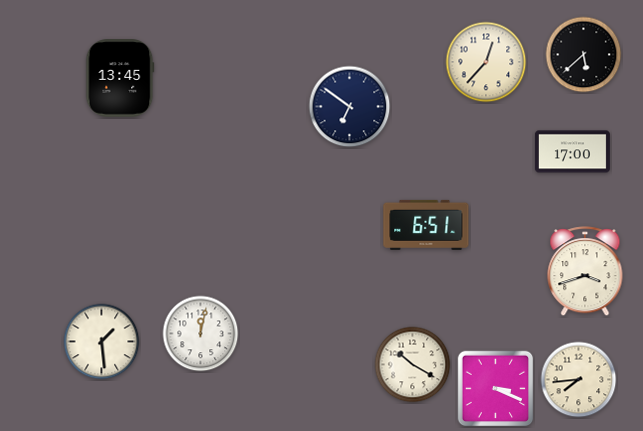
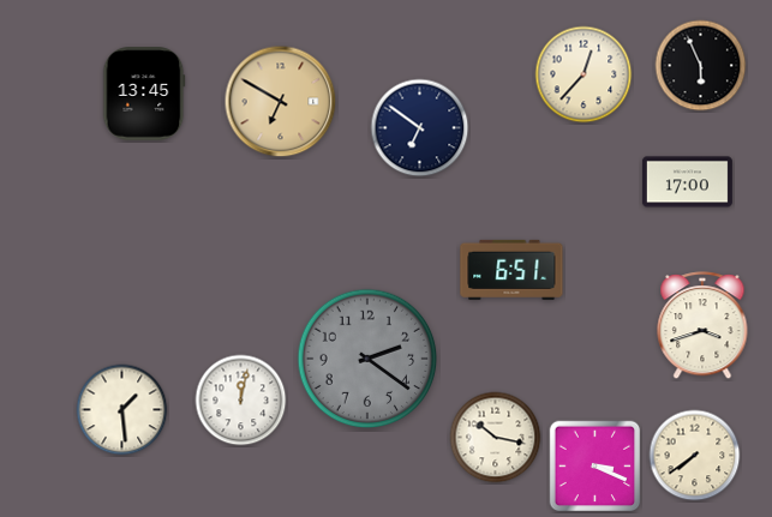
clock at (584, 55): 5:38 -> 5:56
clock at (281, 102): none -> 6:50
clock at (367, 359): none -> 2:21
clock at (413, 365): 10:20 -> 10:17
clock at (579, 380): 7:44 -> 7:39
